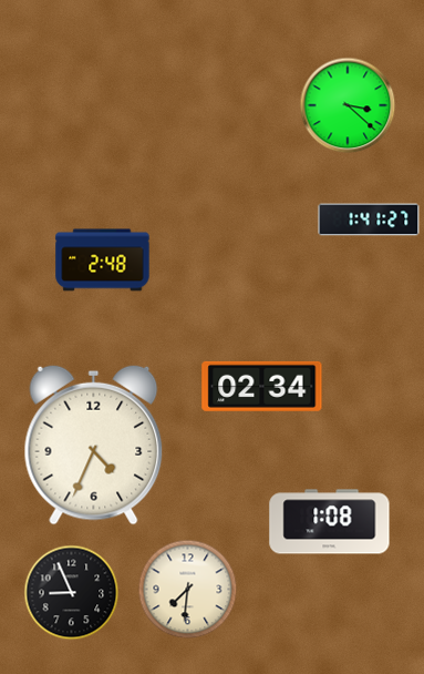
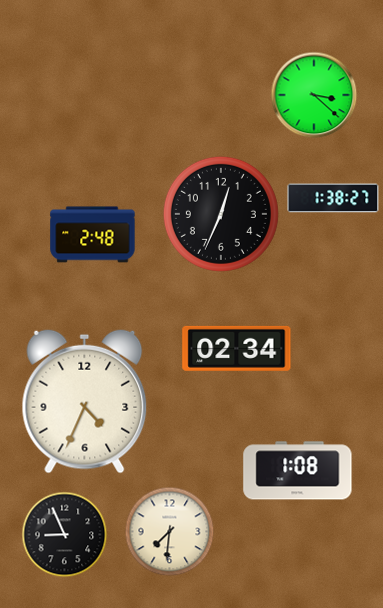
clock at (369, 219): 1:41 -> 1:38
clock at (221, 214): none -> 12:34
